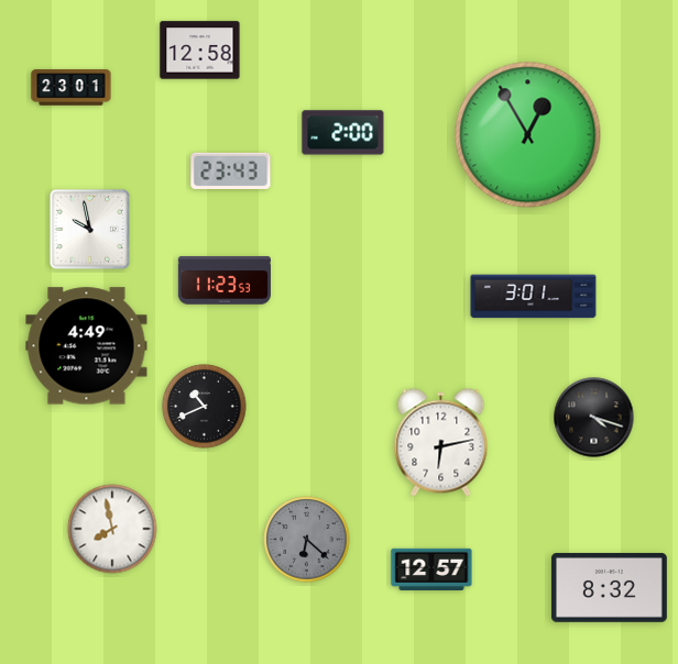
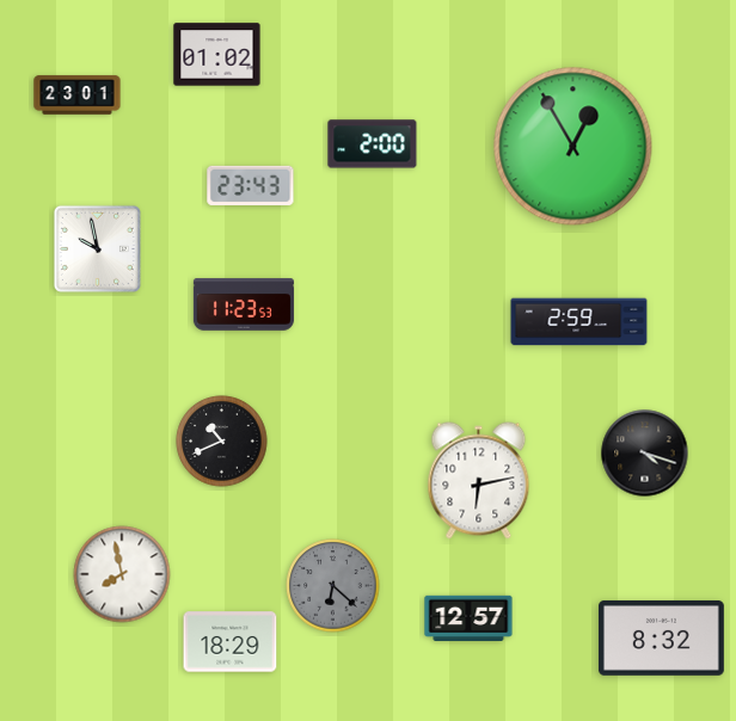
clock at (200, 51): 12:58 -> 01:02
clock at (534, 297): 3:01 -> 2:59
clock at (87, 346): 4:49 -> none
clock at (231, 642): none -> 18:29
